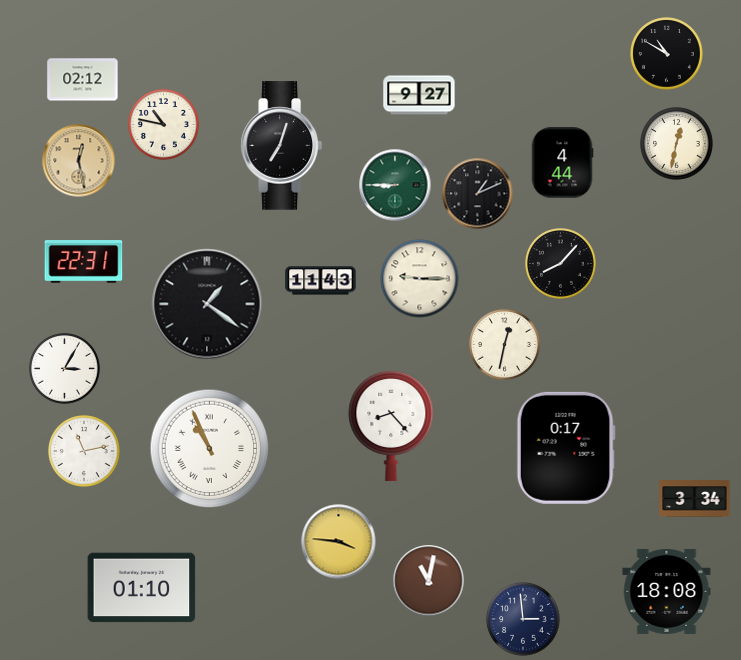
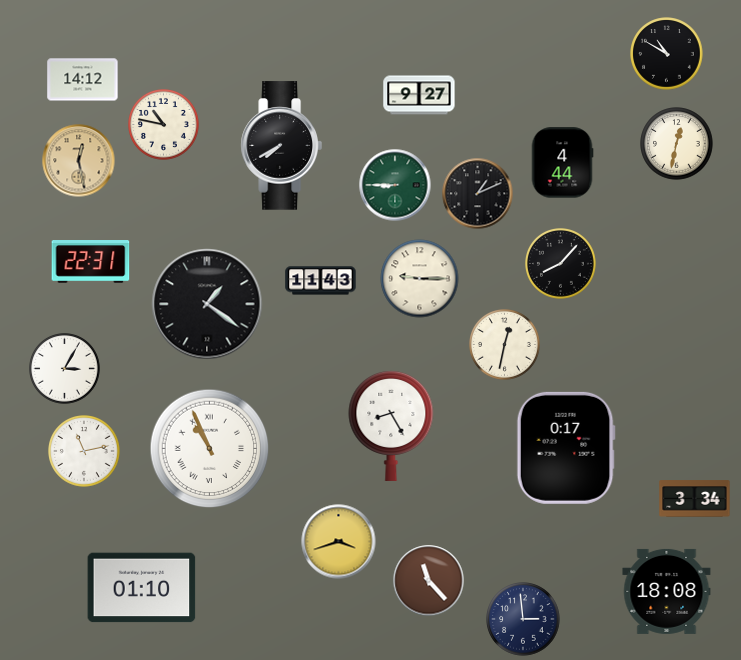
clock at (83, 80): 02:12 -> 14:12
clock at (281, 146): 7:03 -> 7:40
clock at (84, 262) position: (84, 262) -> (91, 262)
clock at (391, 425): 8:23 -> 8:25
clock at (339, 542): 3:46 -> 3:42
clock at (429, 581): 11:02 -> 11:23
